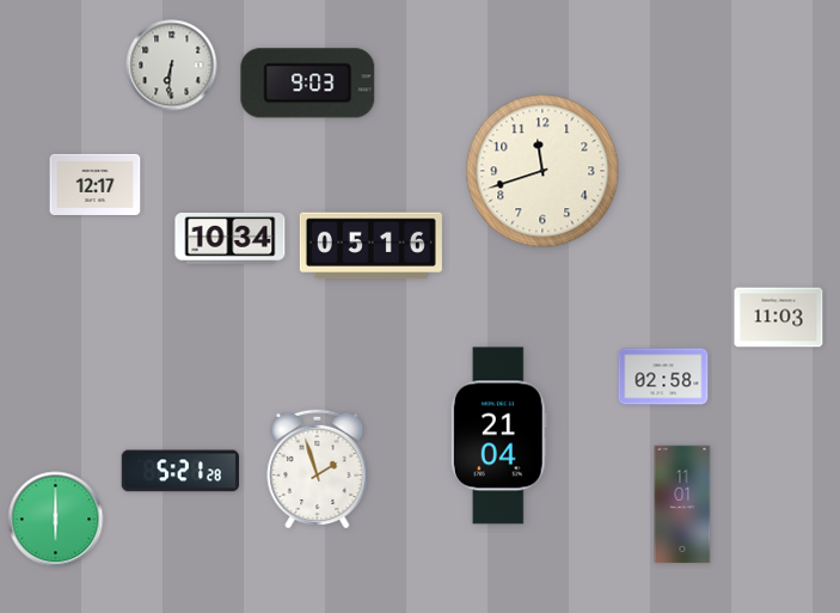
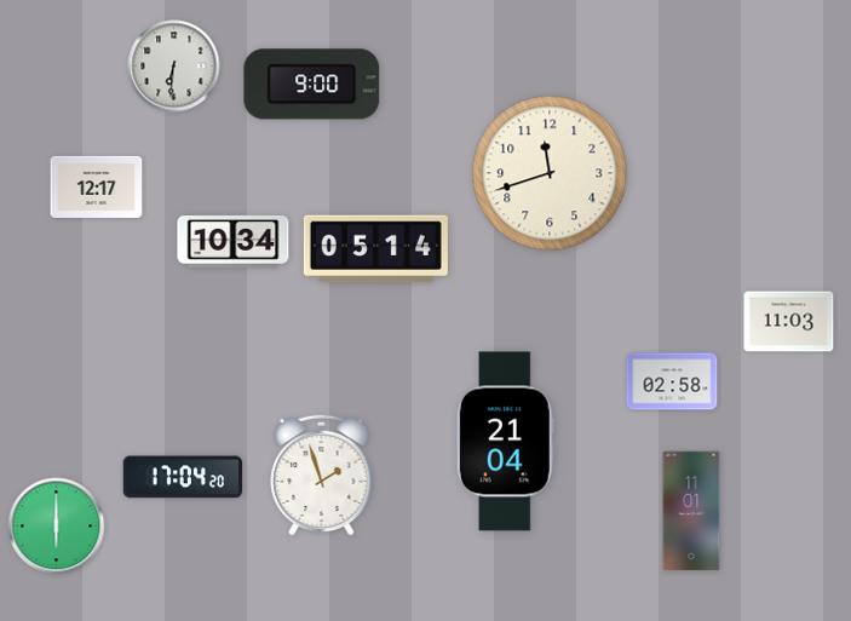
clock at (308, 84): 9:03 -> 9:00
clock at (370, 246): 05:16 -> 05:14
clock at (180, 471): 5:21 -> 17:04
